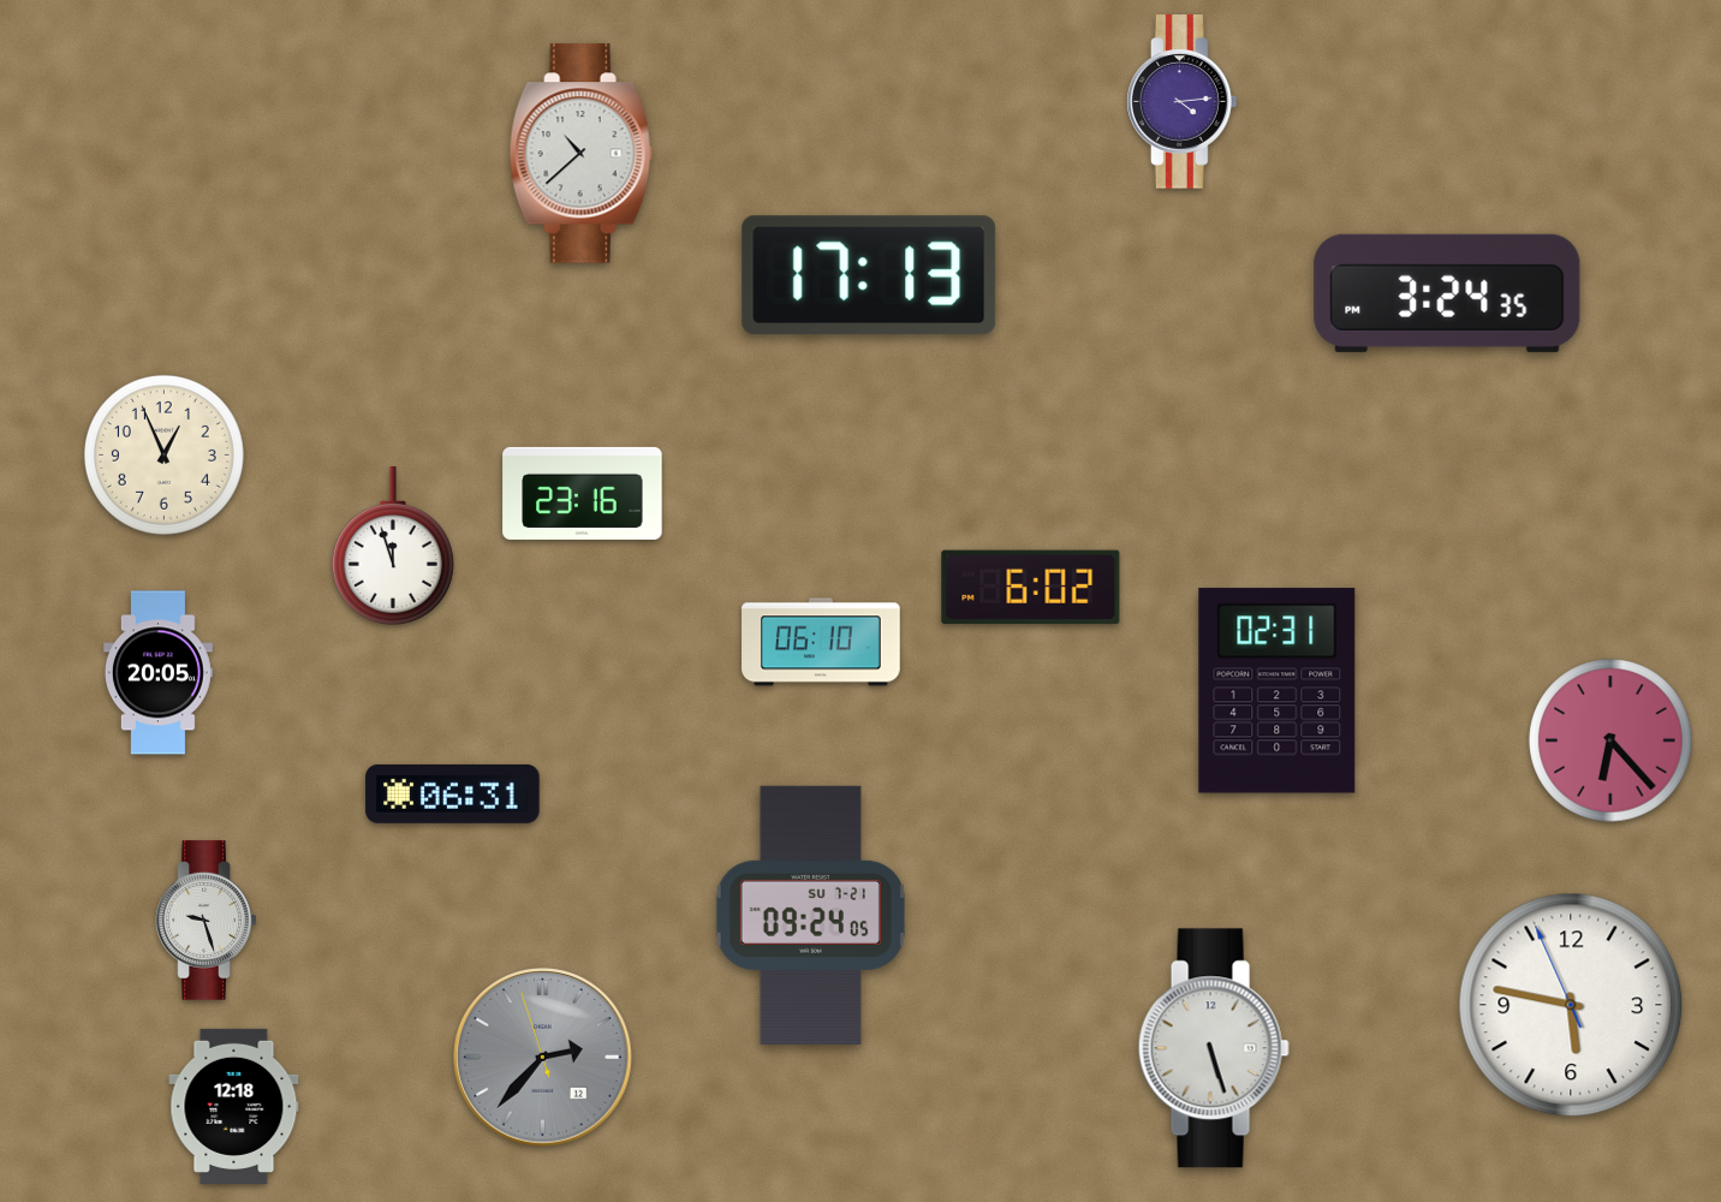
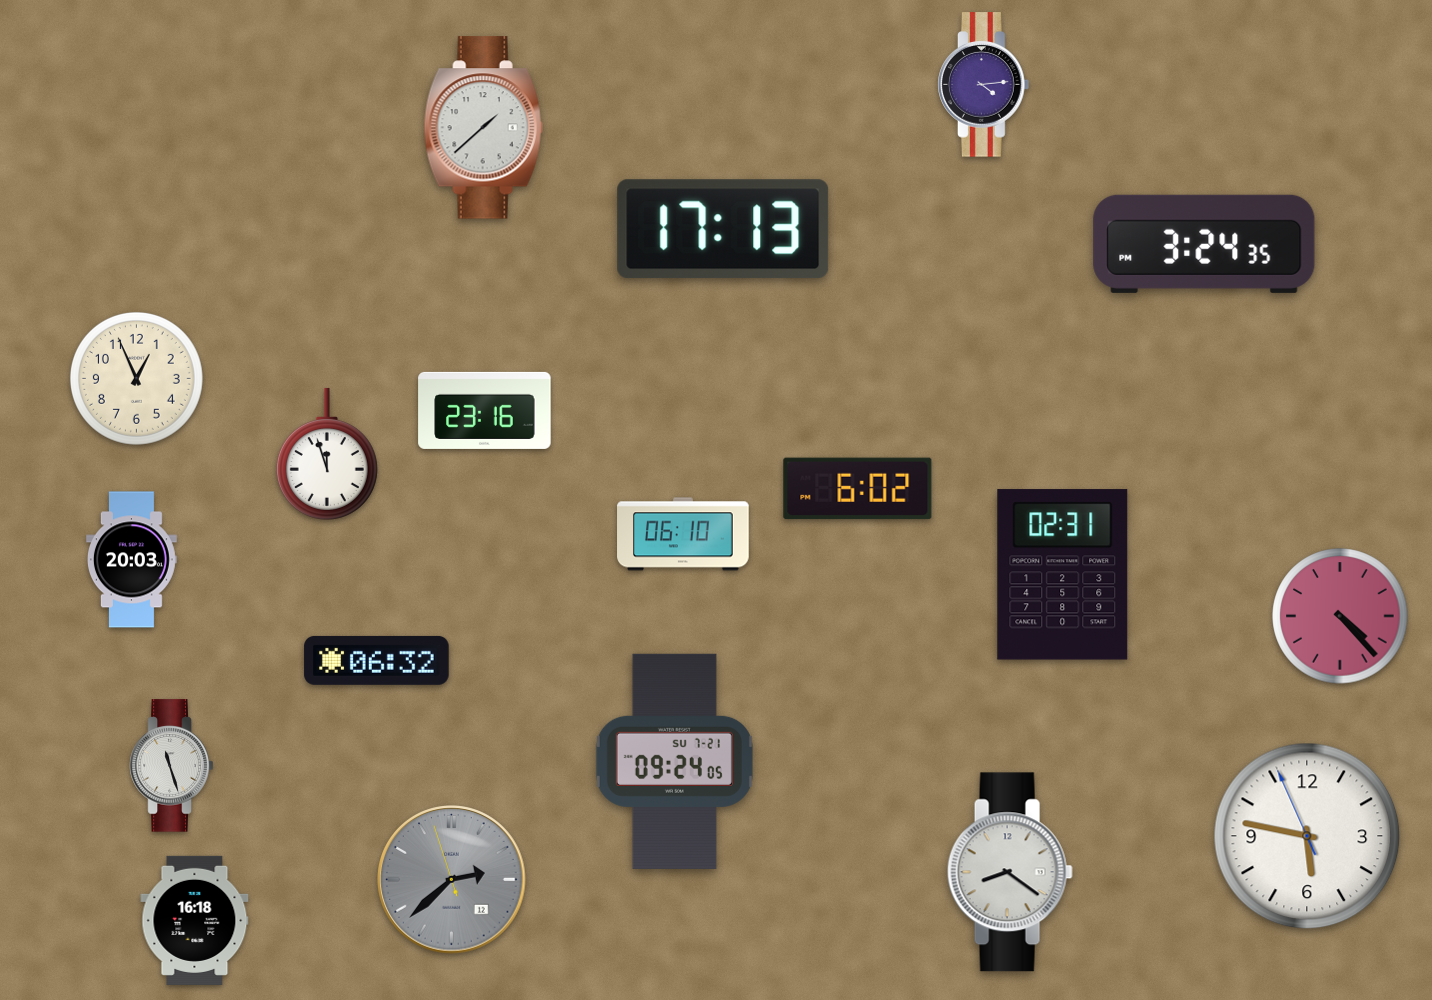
clock at (580, 154): 10:38 -> 1:38
clock at (157, 673): 20:05 -> 20:03
clock at (1610, 740): 6:23 -> 4:23
clock at (453, 793): 06:31 -> 06:32
clock at (207, 921): 9:27 -> 11:27
clock at (1214, 1048): 5:27 -> 8:21
clock at (543, 1058): 2:36 -> 2:37
clock at (234, 1106): 12:18 -> 16:18
